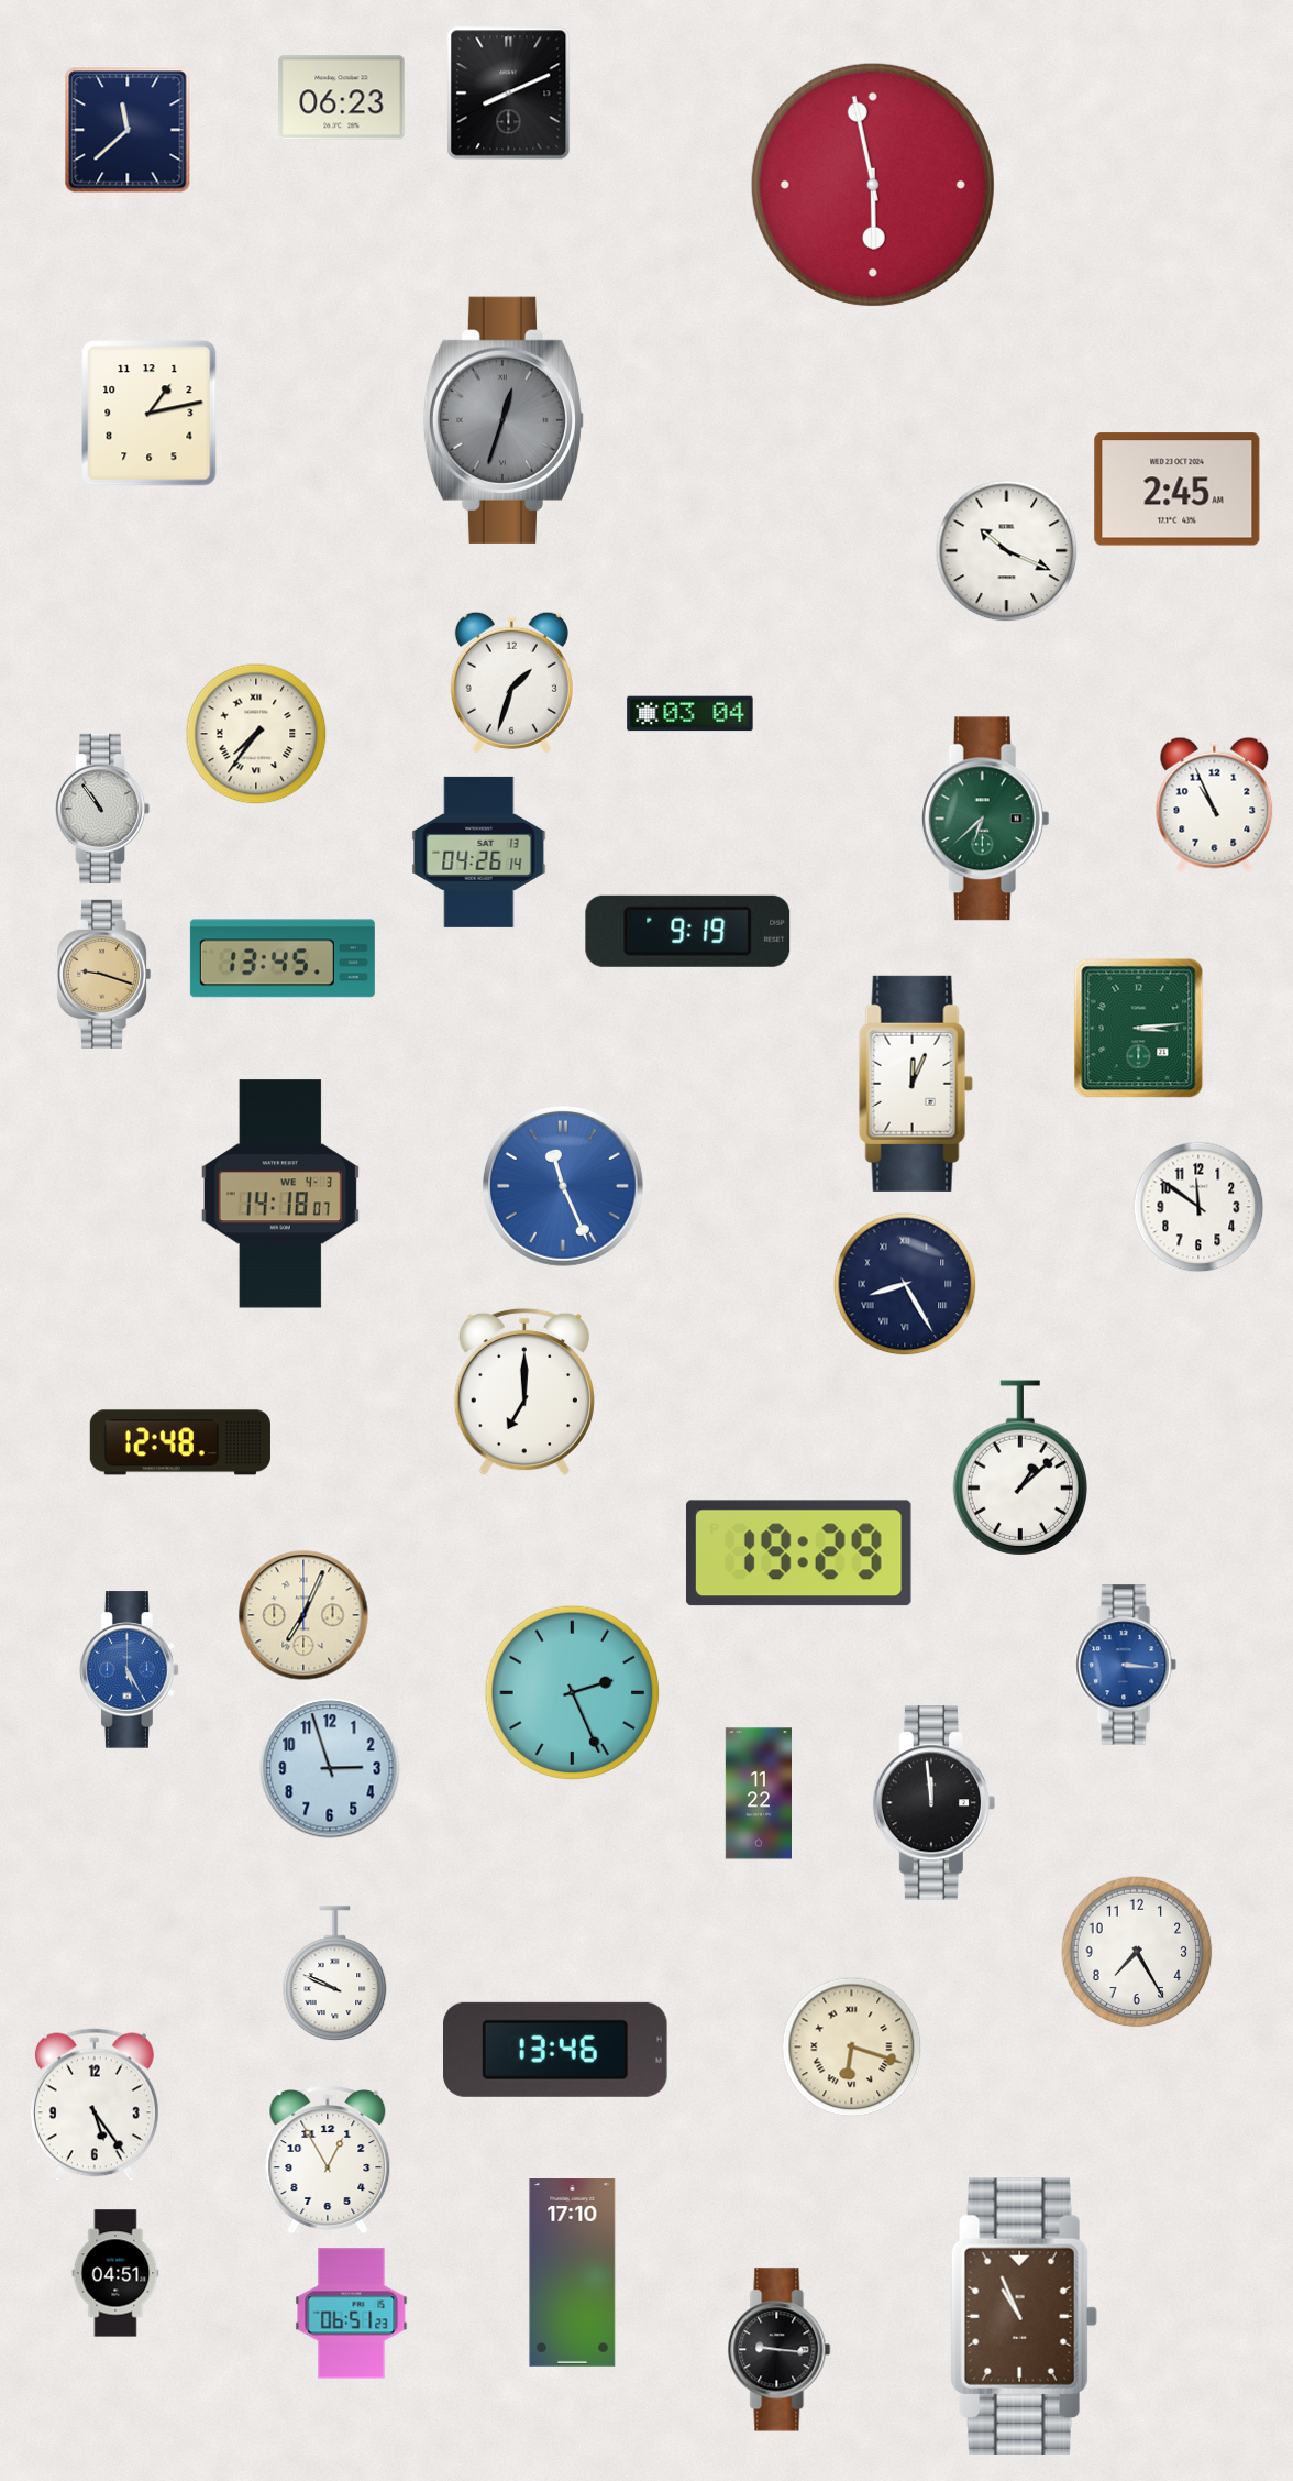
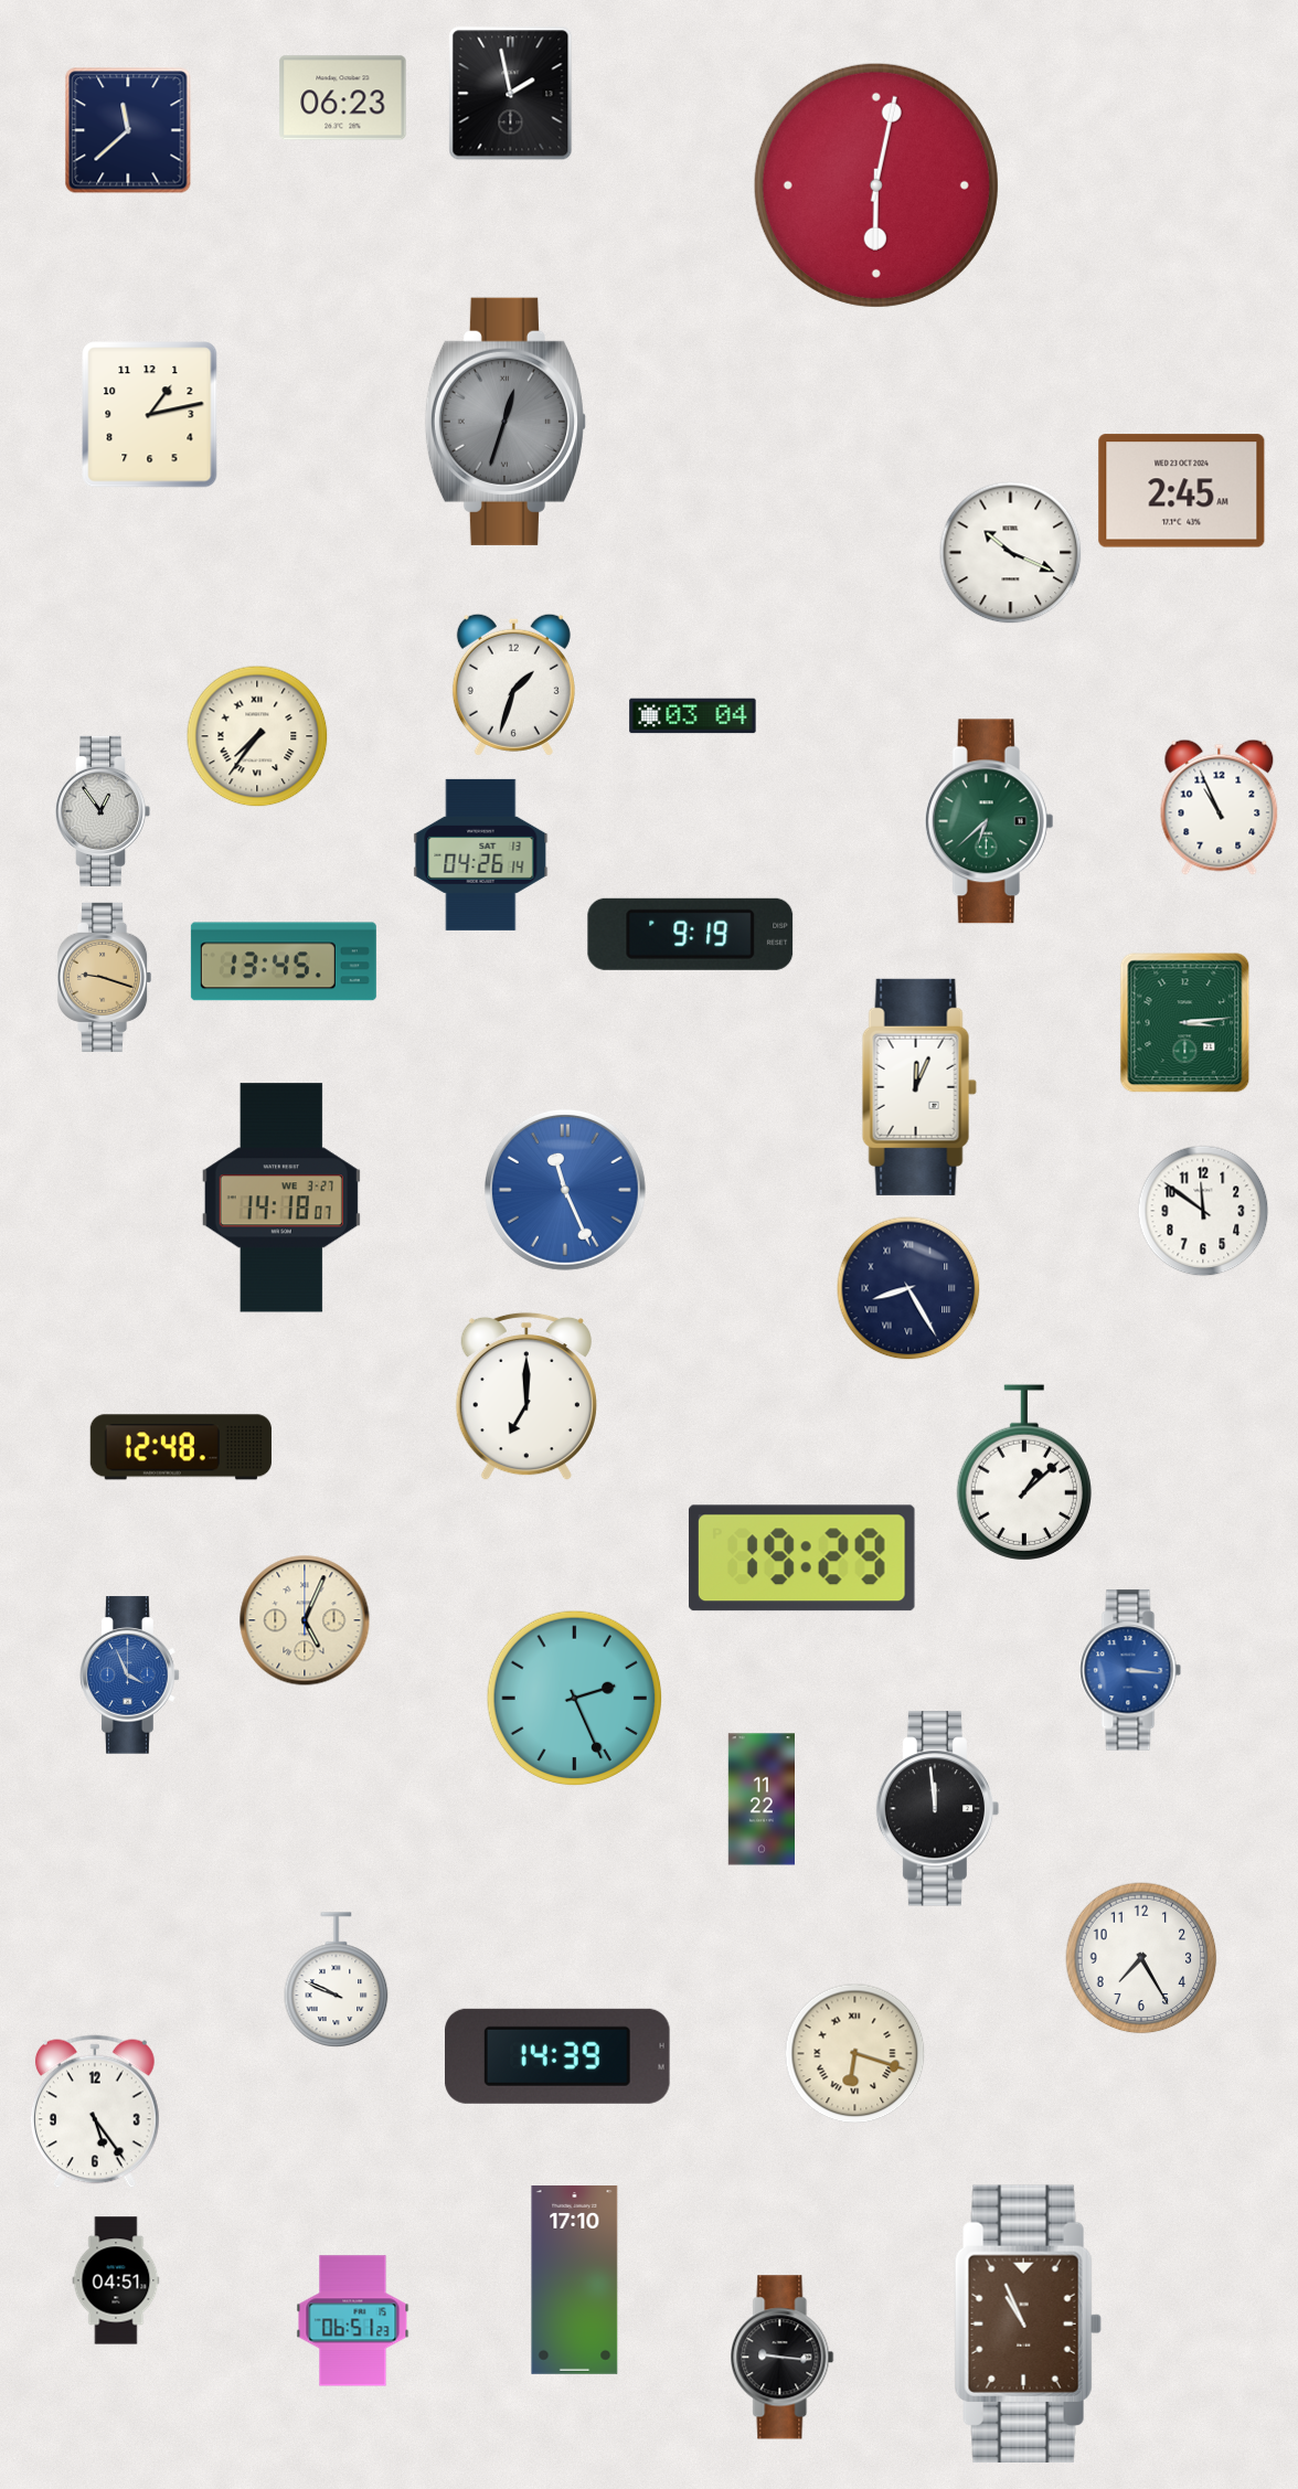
clock at (509, 94): 8:11 -> 1:58
clock at (873, 185): 5:58 -> 6:02
clock at (103, 809): 10:54 -> 12:54
clock at (1139, 1029) position: (1139, 1029) -> (1185, 1023)
clock at (280, 1194) date: WE 4-3 -> WE 3-27
clock at (303, 1615): 7:04 -> 5:04
clock at (130, 1670): 5:25 -> 3:56
clock at (330, 1768): 2:57 -> none
clock at (556, 2050): 13:46 -> 14:39
clock at (328, 2160): 12:55 -> none
